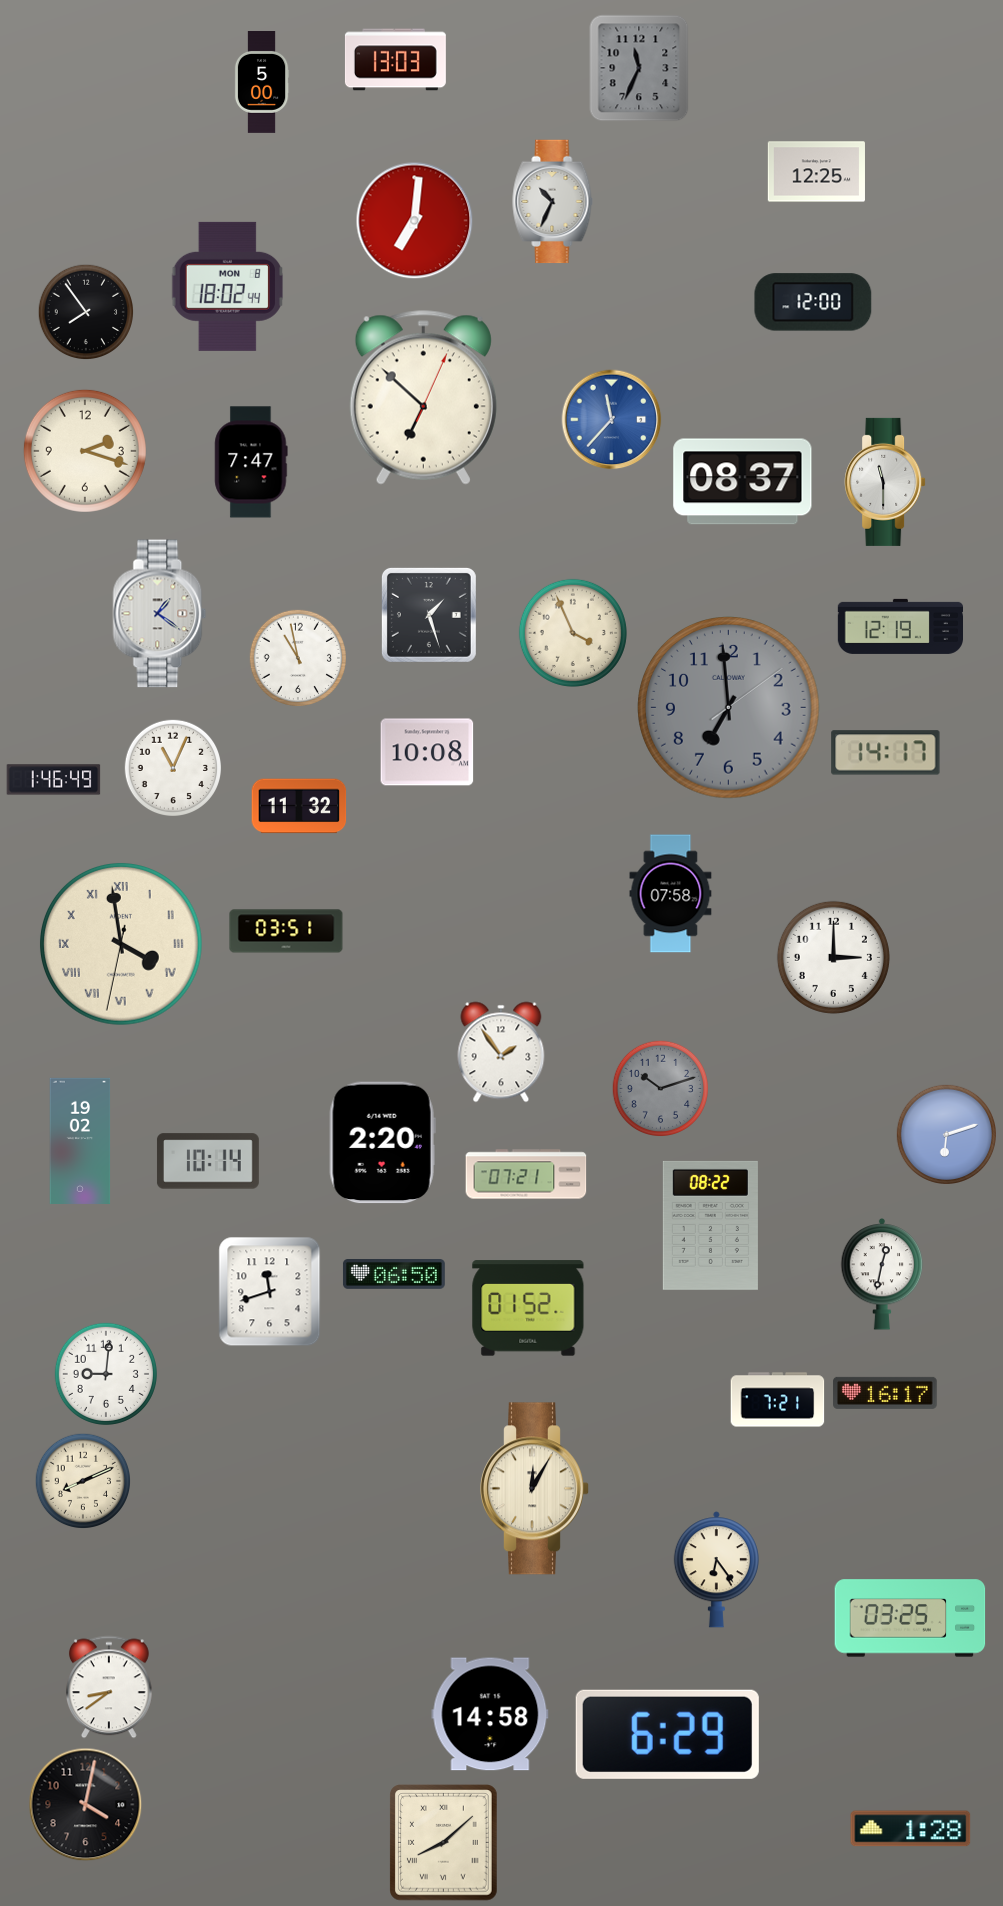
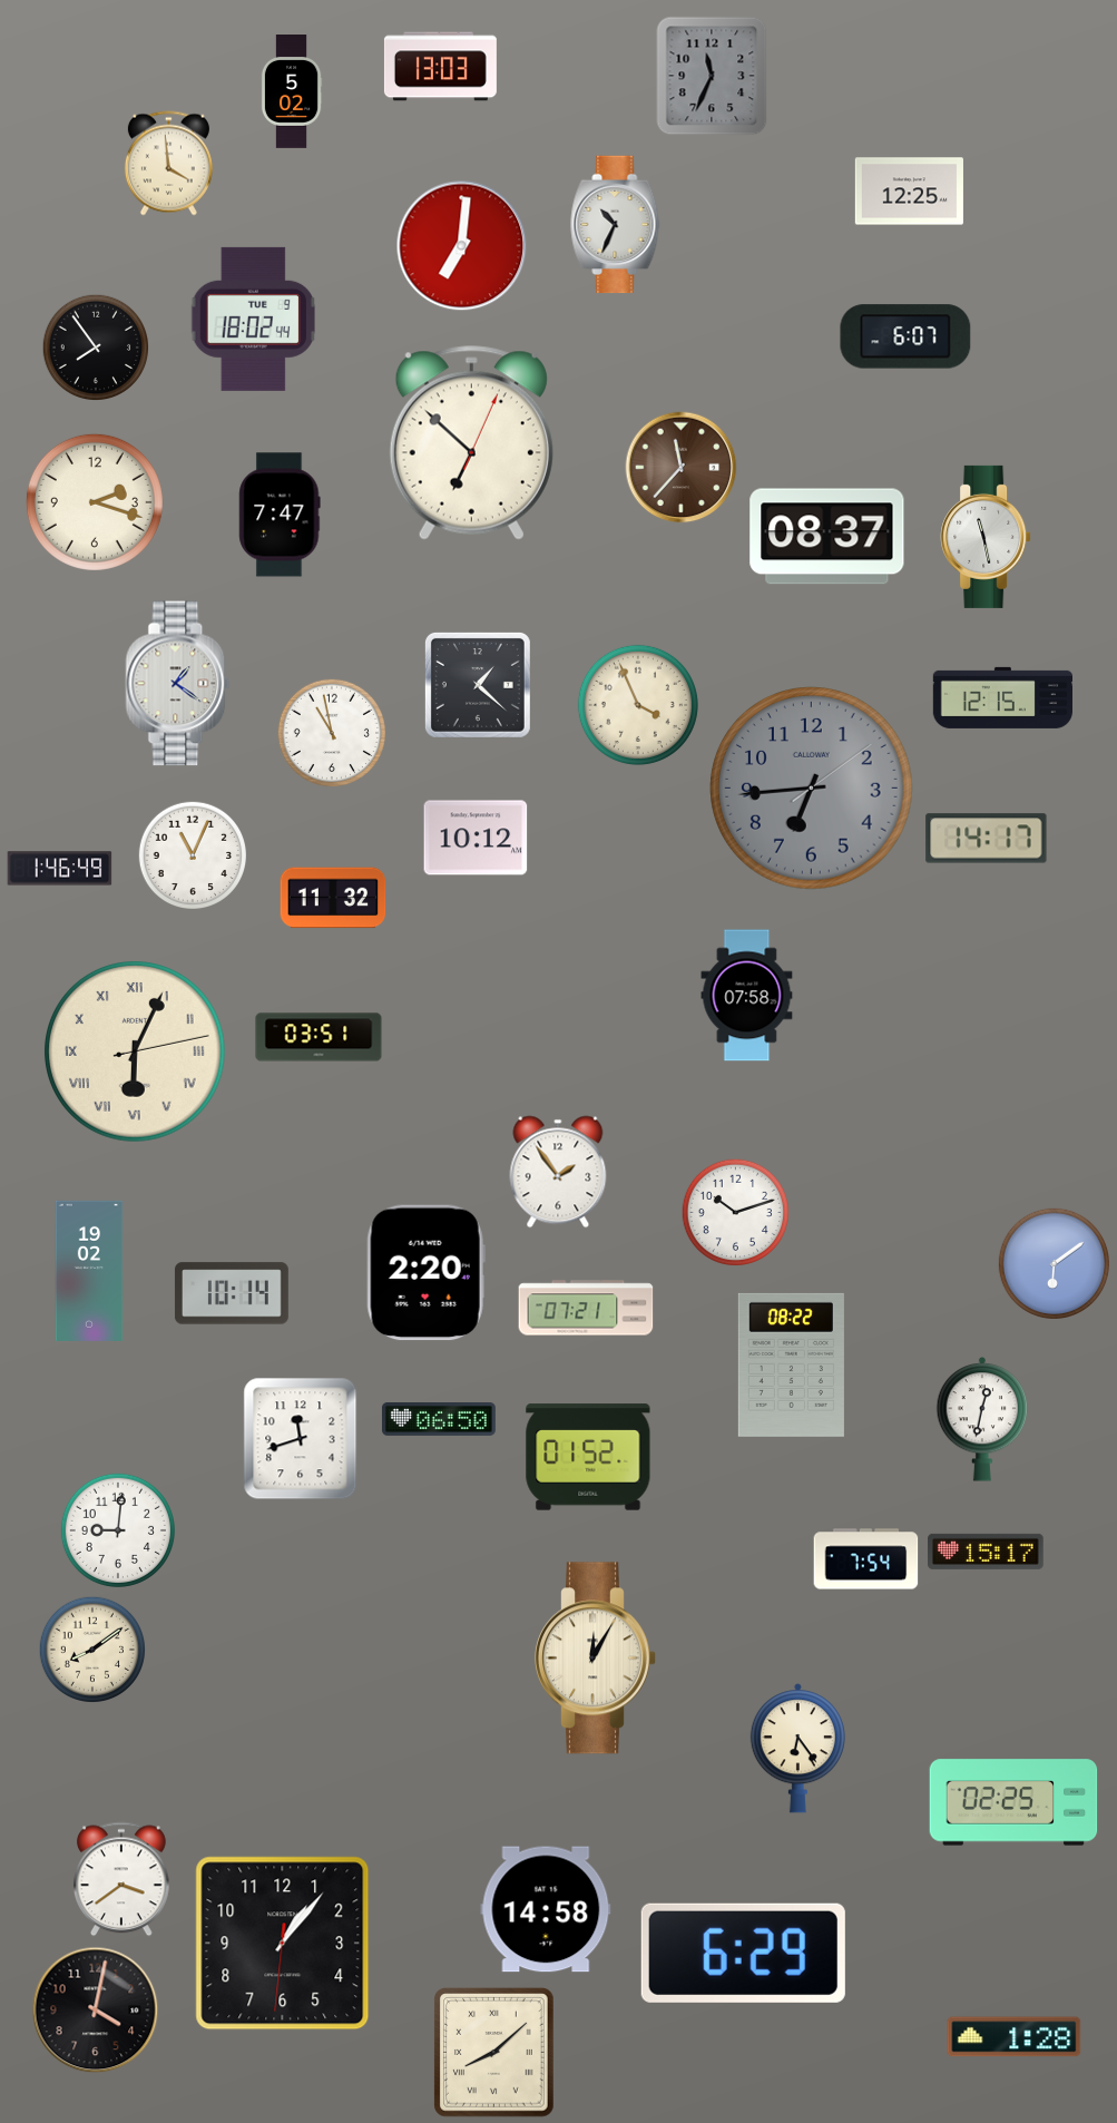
clock at (262, 83): 5:00 -> 5:02
clock at (168, 164): none -> 3:59
clock at (227, 286) date: MON 8 -> TUE 9
clock at (813, 302): 12:00 -> 6:07
clock at (612, 420) dial: blue -> brown
clock at (885, 482): 11:30 -> 11:28
clock at (429, 615): 1:27 -> 1:22
clock at (900, 626): 12:19 -> 12:15
clock at (729, 708): 6:59 -> 6:44
clock at (427, 752): 10:08 -> 10:12
clock at (121, 944): 3:58 -> 6:04
clock at (833, 957): 3:00 -> none
clock at (660, 1088) dial: grey -> white
clock at (946, 1134): 6:12 -> 6:09
clock at (885, 1393): 16:17 -> 15:17
clock at (778, 1400): 7:21 -> 7:54
clock at (83, 1481): 8:11 -> 8:09
clock at (910, 1618): 03:25 -> 02:25
clock at (109, 1687): 8:39 -> 3:39
clock at (667, 1734) position: (667, 1734) -> (743, 1953)
clock at (283, 1944): none -> 1:06
